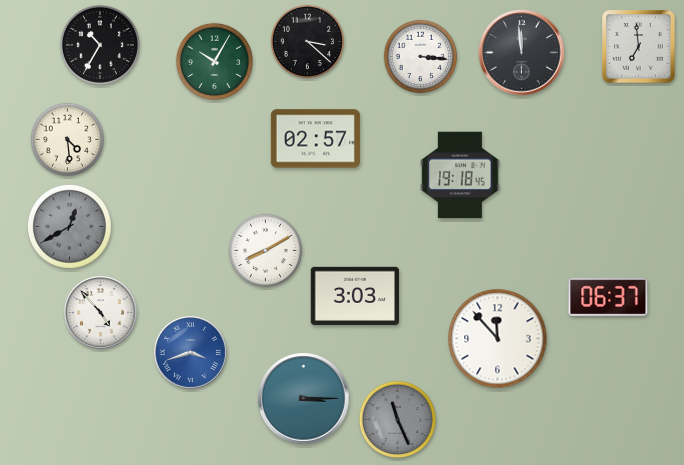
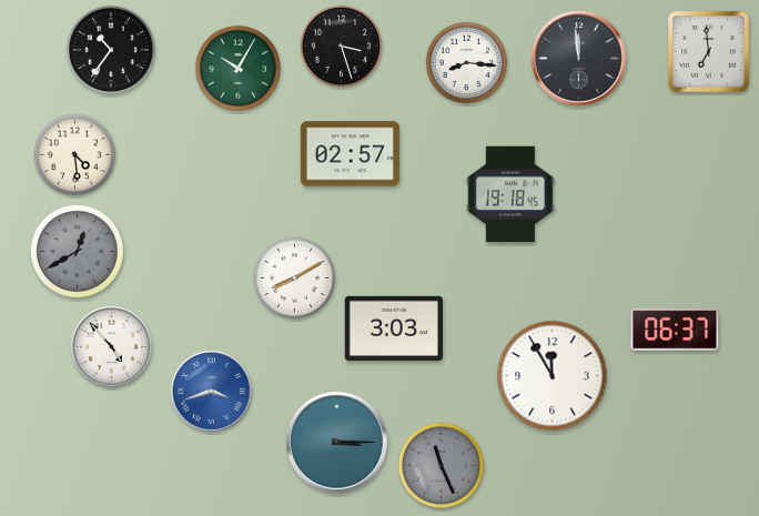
clock at (308, 42): 3:22 -> 3:27
clock at (100, 45): 10:35 -> 10:36
clock at (421, 57): 3:16 -> 8:16
clock at (498, 339): 11:53 -> 11:55
